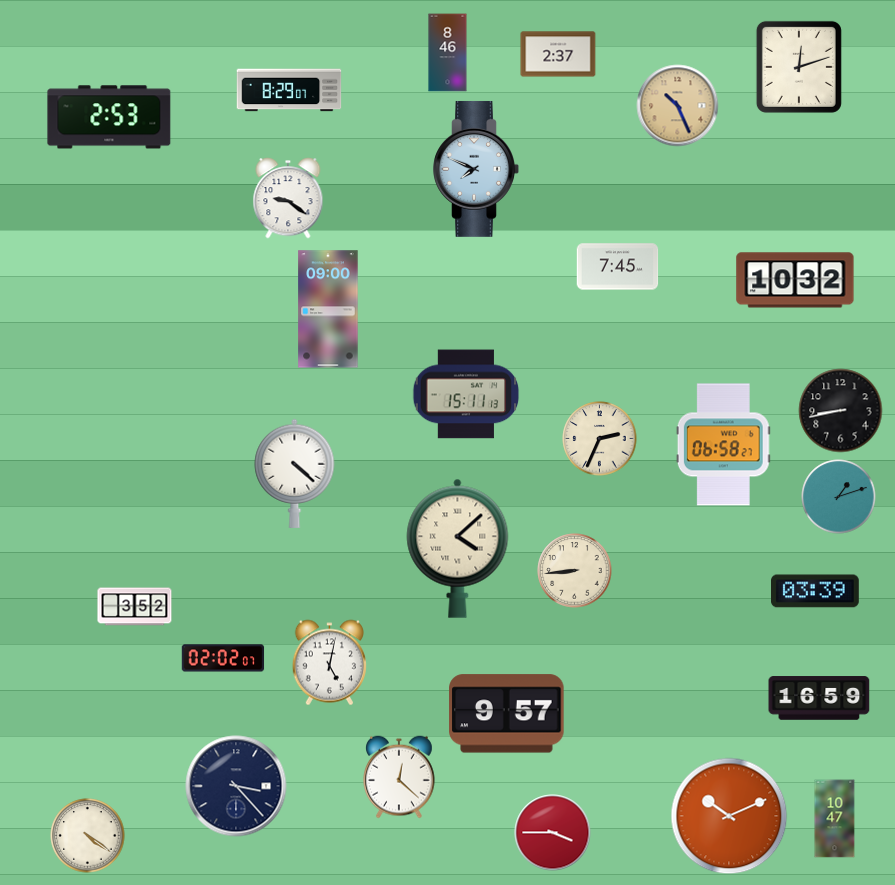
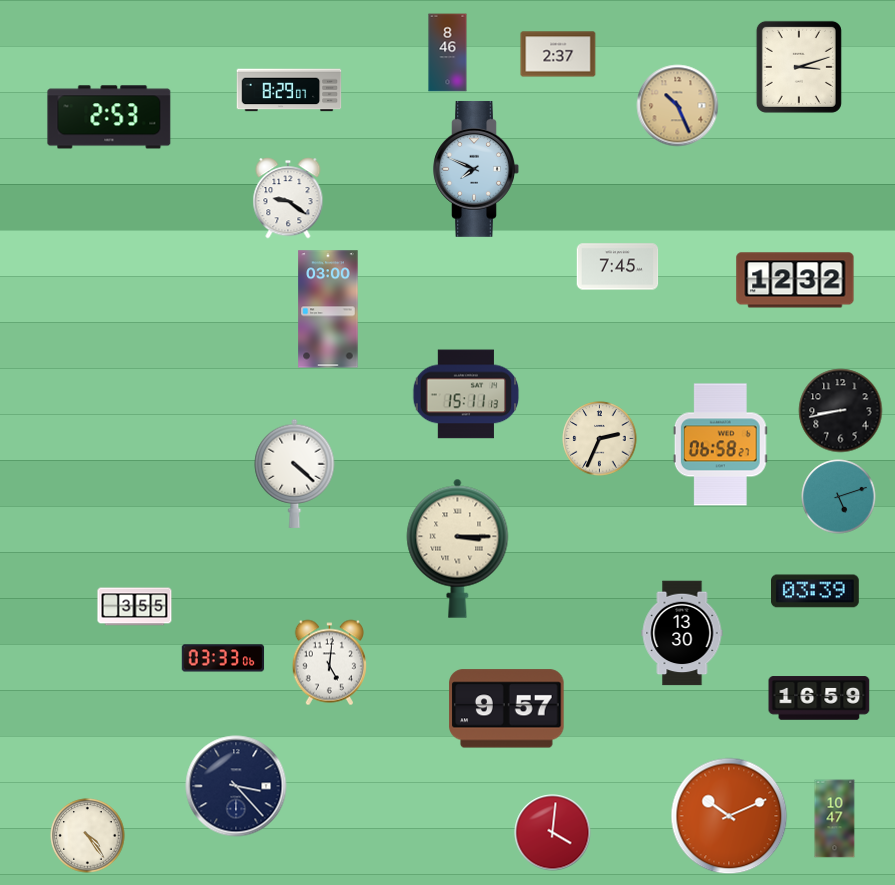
clock at (799, 67): 12:12 -> 3:12
clock at (795, 280): 10:32 -> 12:32
clock at (328, 309): 09:00 -> 03:00
clock at (723, 445) position: (723, 445) -> (720, 445)
clock at (839, 497): 1:12 -> 5:12
clock at (458, 548): 4:08 -> 3:15
clock at (575, 571): 8:44 -> none
clock at (135, 607): 3:52 -> 3:55
clock at (682, 633): none -> 13:30
clock at (223, 658): 02:02 -> 03:33
clock at (329, 663): 5:02 -> 5:01
clock at (507, 714) position: (507, 714) -> (507, 709)
clock at (400, 777): 12:22 -> none
clock at (553, 833): 3:45 -> 4:01
clock at (88, 836): 4:21 -> 4:24
